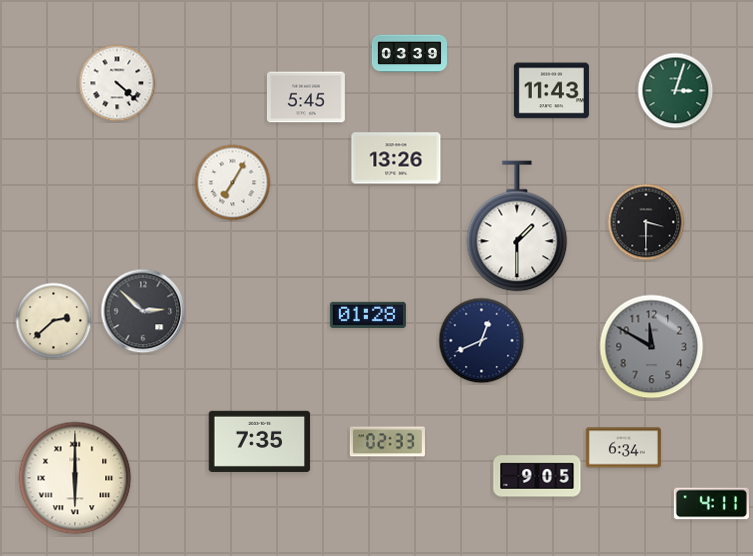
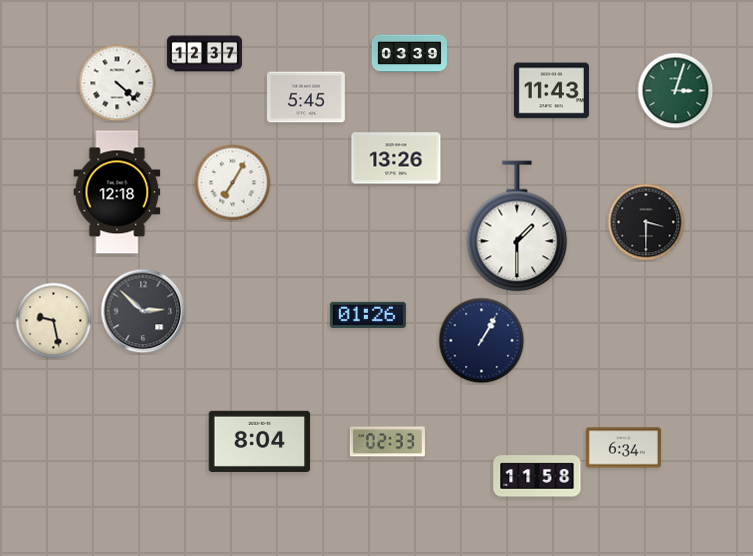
clock at (204, 54): none -> 12:37
clock at (117, 192): none -> 12:18
clock at (368, 315): 01:28 -> 01:26
clock at (54, 321): 2:38 -> 9:28
clock at (482, 341): 12:41 -> 1:05
clock at (652, 347): 11:50 -> none
clock at (260, 441): 7:35 -> 8:04
clock at (537, 476): 9:05 -> 11:58
clock at (75, 478): 6:00 -> none
clock at (711, 504): 4:11 -> none
